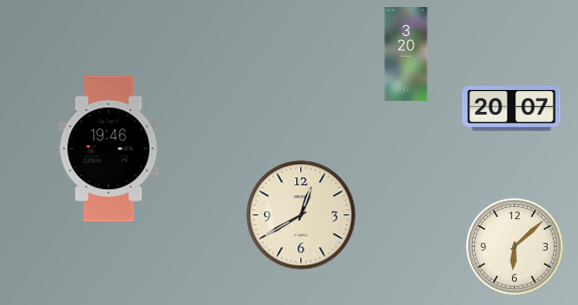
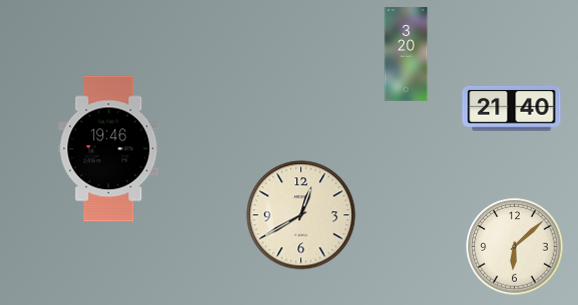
clock at (512, 108): 20:07 -> 21:40
